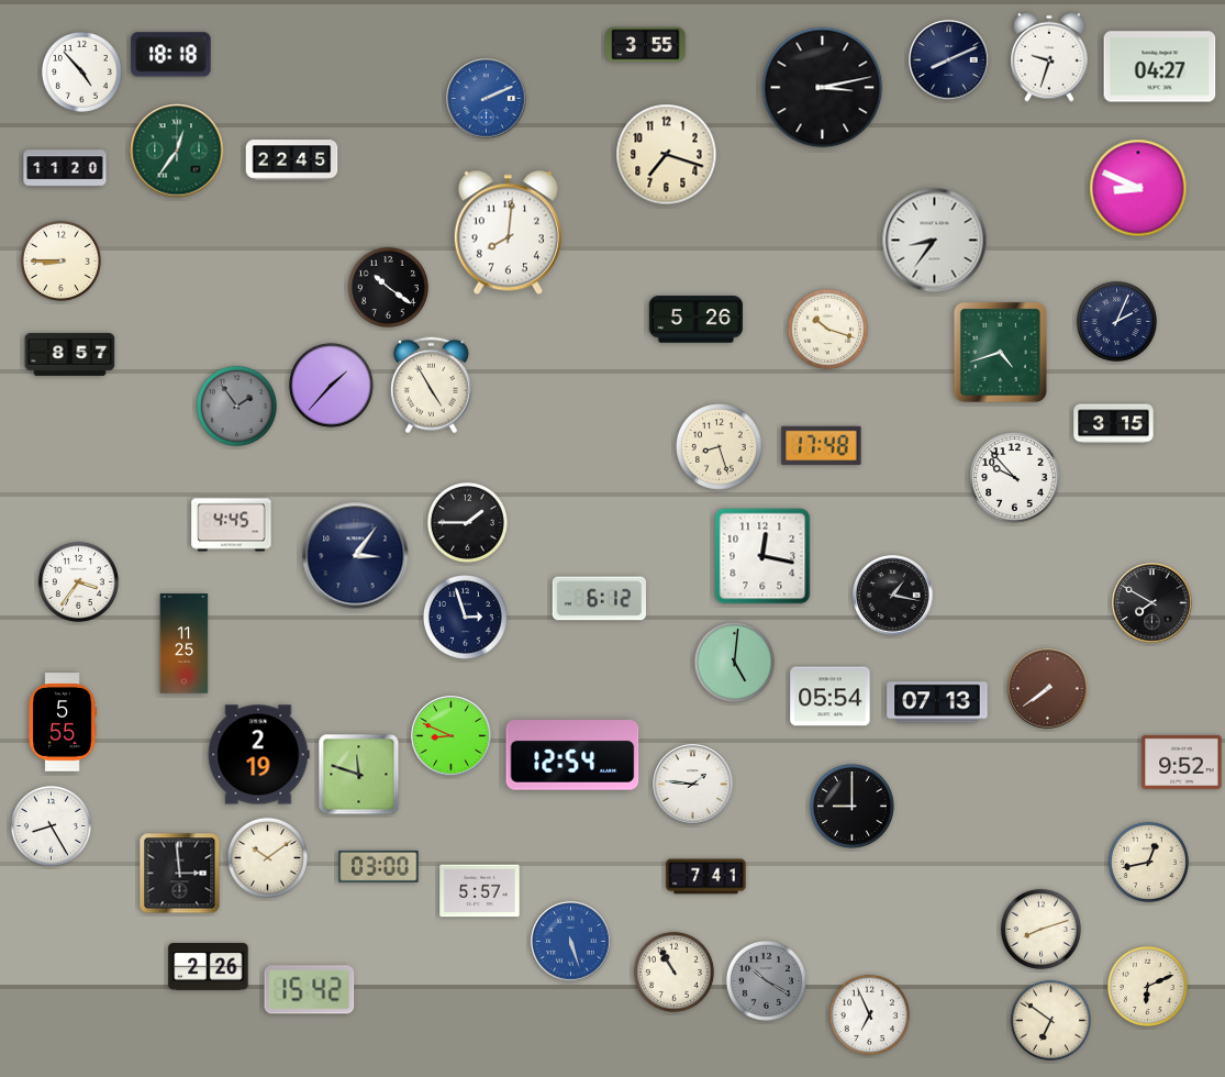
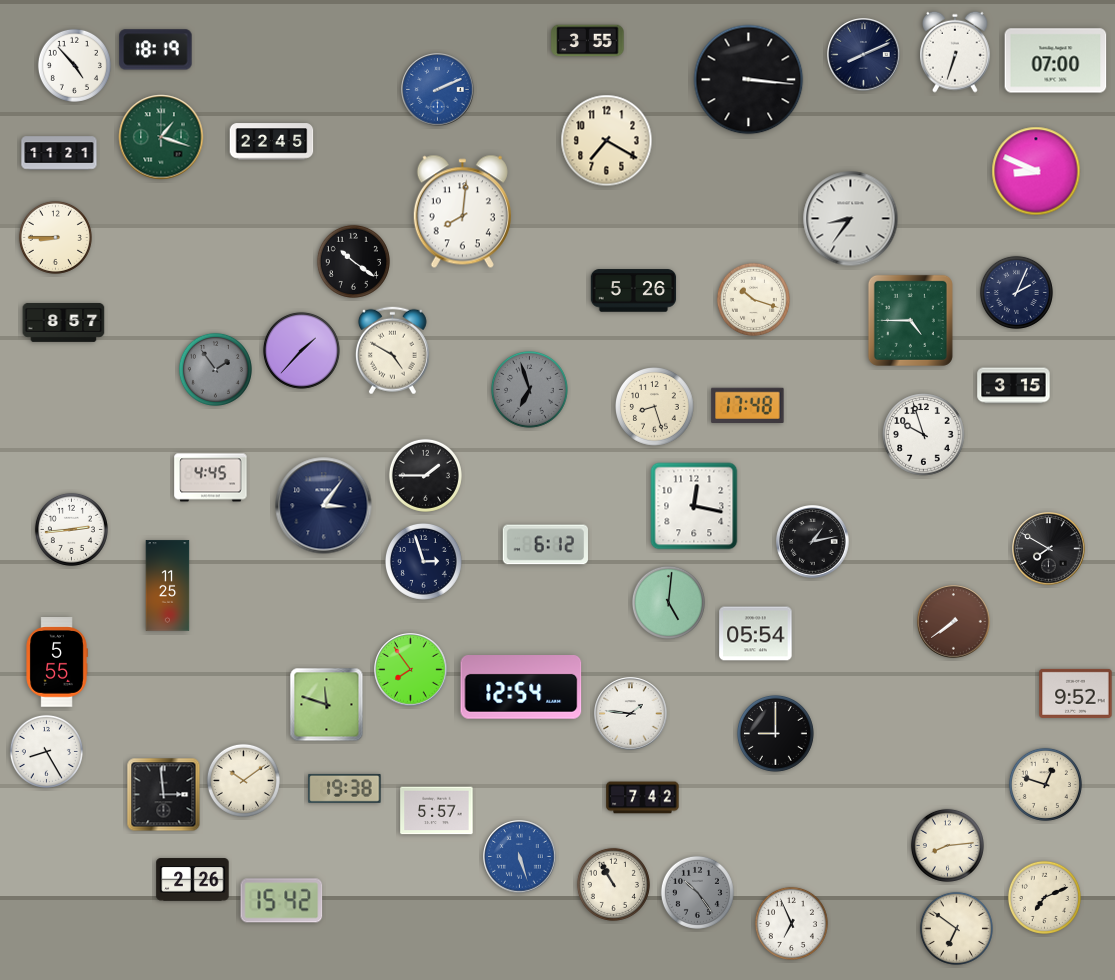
clock at (171, 55): 18:18 -> 18:19
clock at (1050, 57): 9:33 -> 6:33
clock at (1160, 67): 04:27 -> 07:00
clock at (823, 88): 3:13 -> 3:16
clock at (487, 99) position: (487, 99) -> (438, 90)
clock at (177, 151): 12:36 -> 1:18
clock at (667, 155): 7:18 -> 7:20
clock at (292, 160) position: (292, 160) -> (272, 142)
clock at (65, 168): 11:20 -> 11:21
clock at (1000, 352): 4:42 -> 4:45
clock at (431, 386): 4:55 -> 4:50
clock at (529, 389): none -> 6:57
clock at (1015, 478): 9:53 -> 9:57
clock at (78, 581): 3:36 -> 2:44
clock at (893, 596): 1:17 -> 1:13
clock at (1048, 689) position: (1048, 689) -> (954, 622)
clock at (937, 702): 07:13 -> none
clock at (63, 722) position: (63, 722) -> (57, 662)
clock at (452, 736): 8:49 -> 7:54
clock at (259, 755): 2:19 -> none
clock at (1148, 862): 12:43 -> 12:48
clock at (379, 866): 03:00 -> 19:38
clock at (706, 877): 7:41 -> 7:42
clock at (1040, 929): 8:12 -> 8:14
clock at (209, 967) position: (209, 967) -> (193, 880)
clock at (766, 980): 10:20 -> 10:24
clock at (1147, 986): 6:11 -> 7:11
